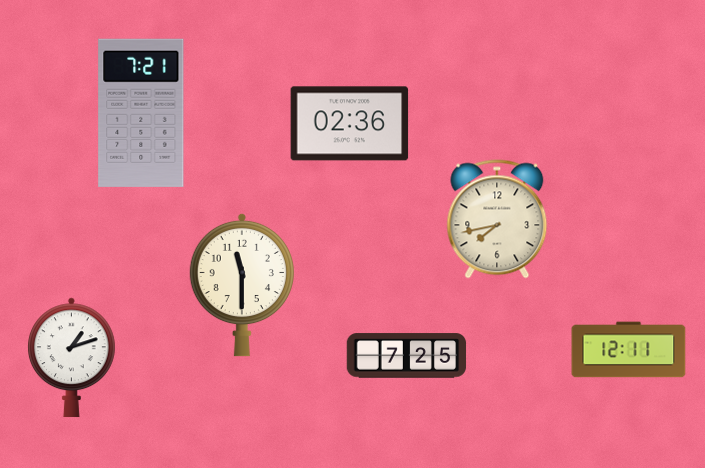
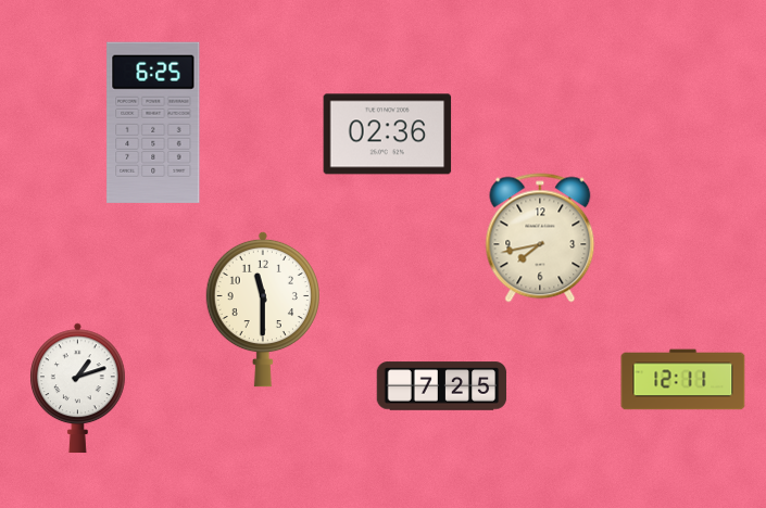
clock at (141, 113): 7:21 -> 6:25
clock at (350, 124) position: (350, 124) -> (388, 135)
